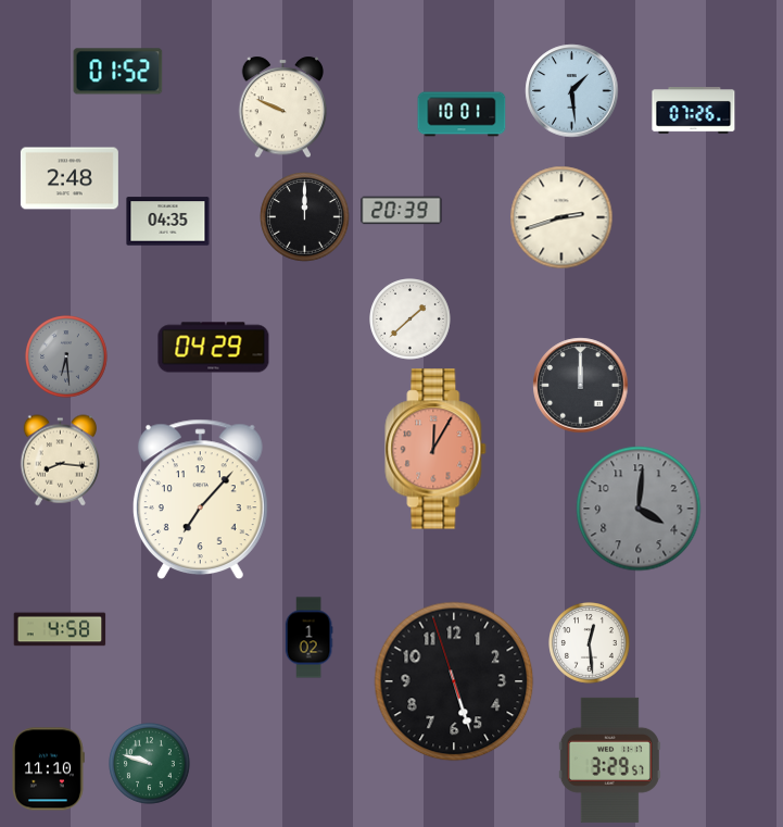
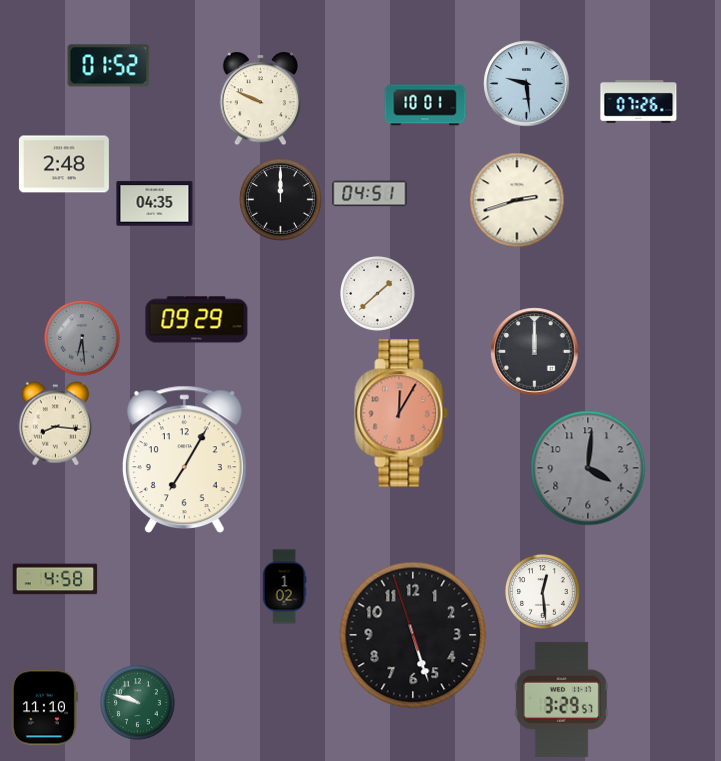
clock at (572, 91): 1:29 -> 9:29
clock at (402, 211): 20:39 -> 04:51
clock at (214, 348): 04:29 -> 09:29
clock at (66, 356) position: (66, 356) -> (82, 338)
clock at (581, 386) position: (581, 386) -> (535, 352)
clock at (200, 499): 7:07 -> 7:05
clock at (454, 681) position: (454, 681) -> (413, 635)
